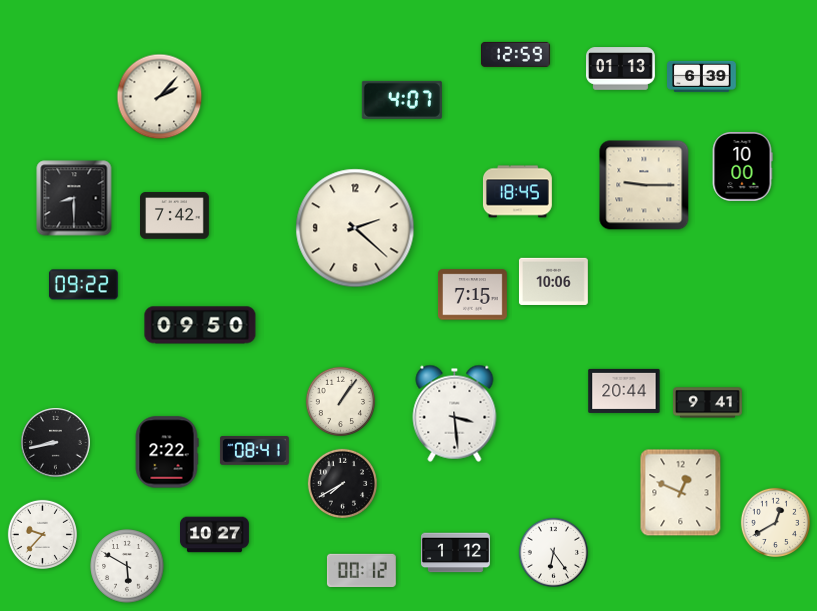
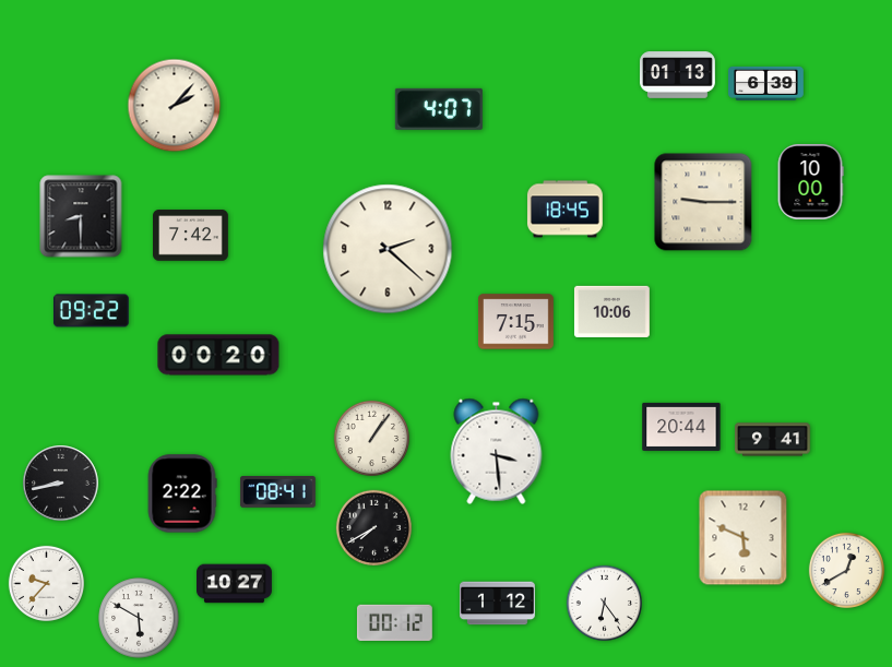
clock at (515, 54): 12:59 -> none
clock at (553, 281) position: (553, 281) -> (611, 311)
clock at (200, 325): 09:50 -> 00:20
clock at (681, 493): 12:49 -> 5:49
